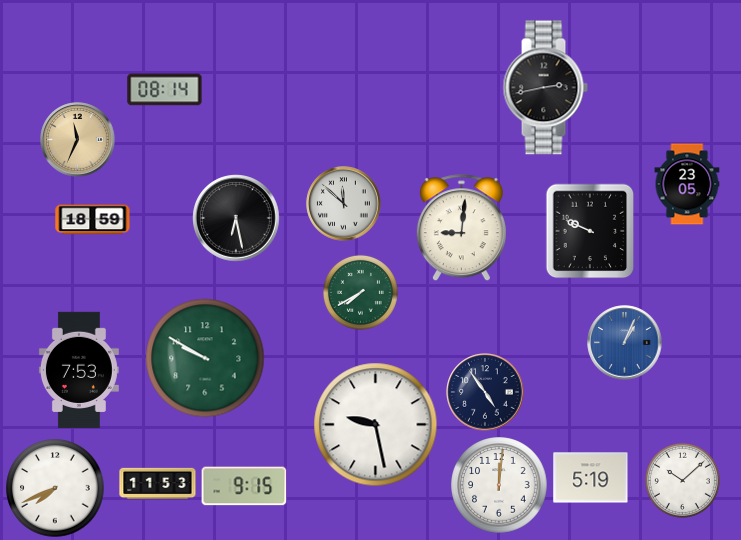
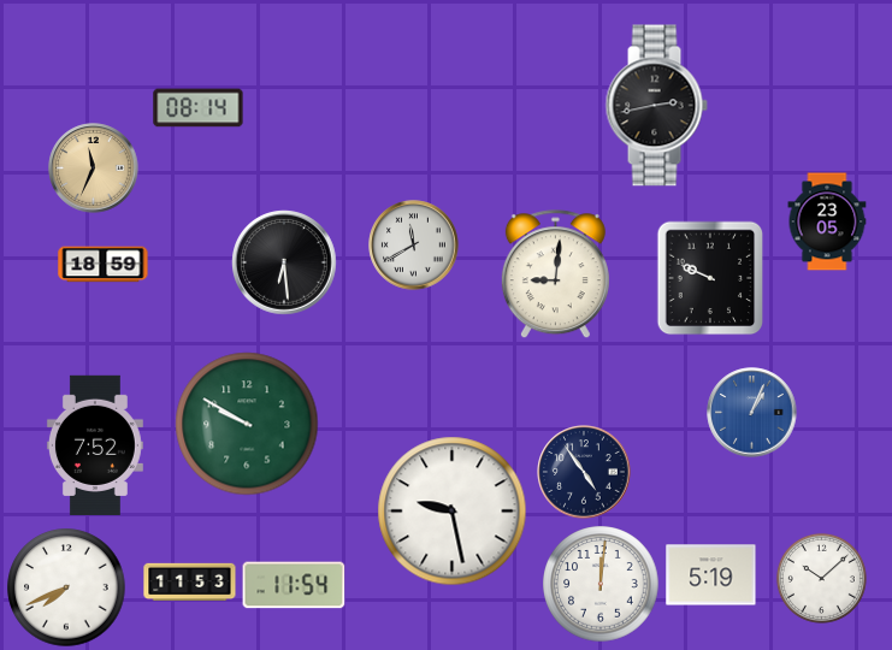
clock at (344, 204): 11:52 -> 11:40
clock at (236, 218): 6:28 -> 6:29
clock at (93, 220) position: (93, 220) -> (104, 265)
clock at (360, 292): 7:40 -> none
clock at (205, 358) position: (205, 358) -> (247, 424)
clock at (79, 370): 7:53 -> 7:52
clock at (244, 486): 9:15 -> 11:54
